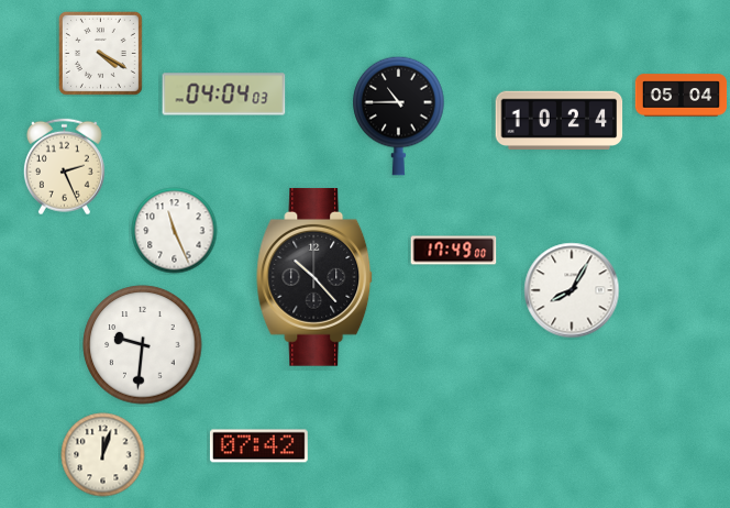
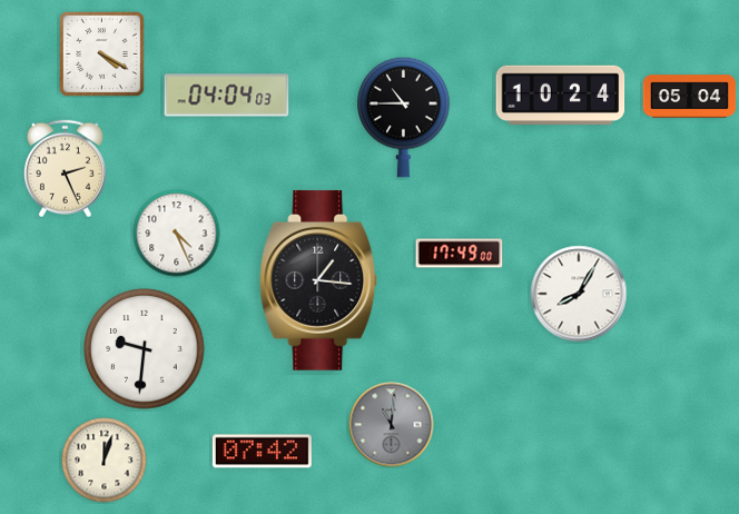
clock at (560, 120) position: (560, 120) -> (561, 95)
clock at (175, 231): 11:26 -> 4:26
clock at (316, 277): 10:23 -> 1:16
clock at (392, 425): none -> 11:01
